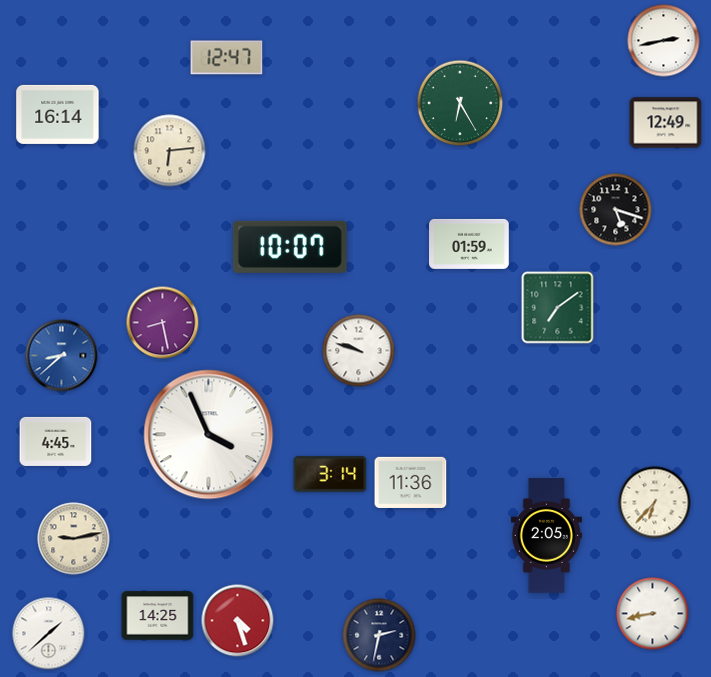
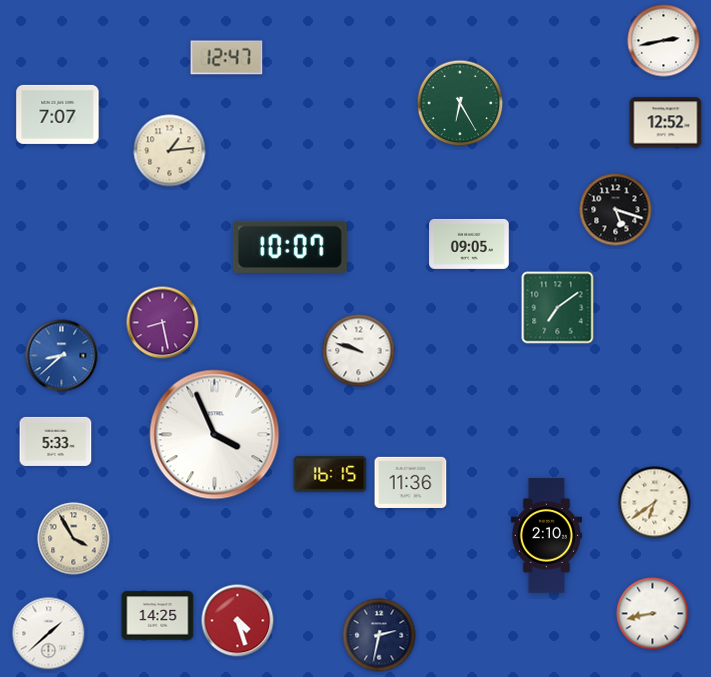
clock at (58, 114): 16:14 -> 7:07
clock at (666, 123): 12:49 -> 12:52
clock at (170, 151): 6:14 -> 1:14
clock at (469, 244): 01:59 -> 09:05
clock at (209, 435) position: (209, 435) -> (215, 435)
clock at (56, 441): 4:45 -> 5:33
clock at (330, 474): 3:14 -> 16:15
clock at (655, 503): 6:37 -> 6:39
clock at (546, 536): 2:05 -> 2:10
clock at (74, 539): 9:13 -> 3:55
